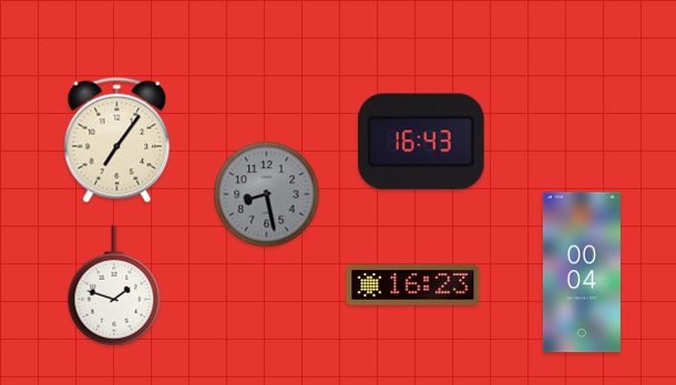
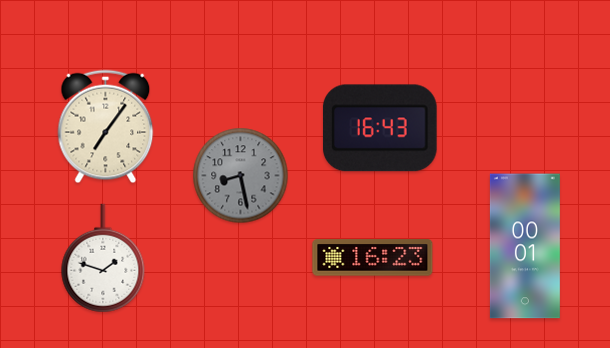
clock at (582, 272): 00:04 -> 00:01
